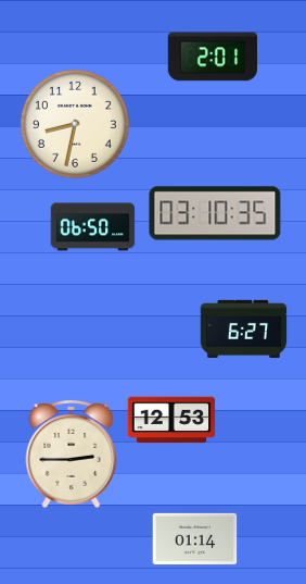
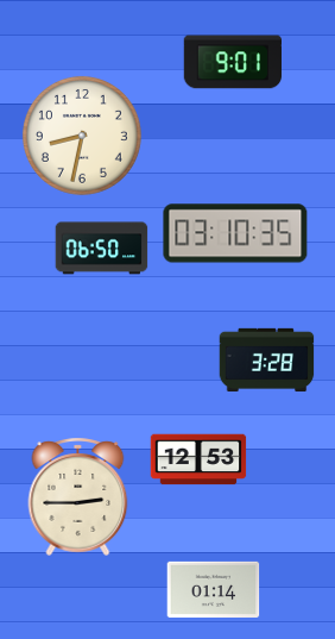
clock at (212, 57): 2:01 -> 9:01
clock at (243, 328): 6:27 -> 3:28
clock at (171, 420) position: (171, 420) -> (198, 459)
